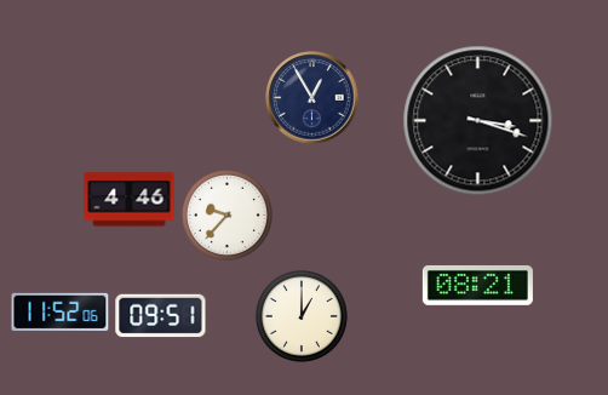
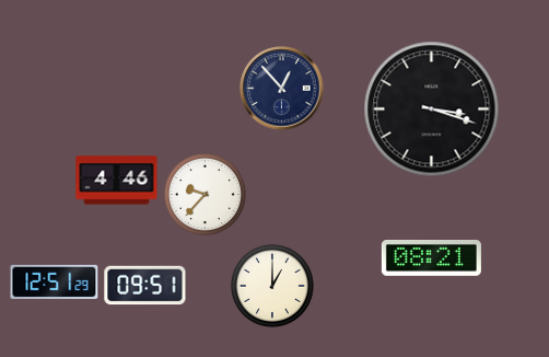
clock at (312, 98): 12:55 -> 12:53
clock at (61, 311): 11:52 -> 12:51
